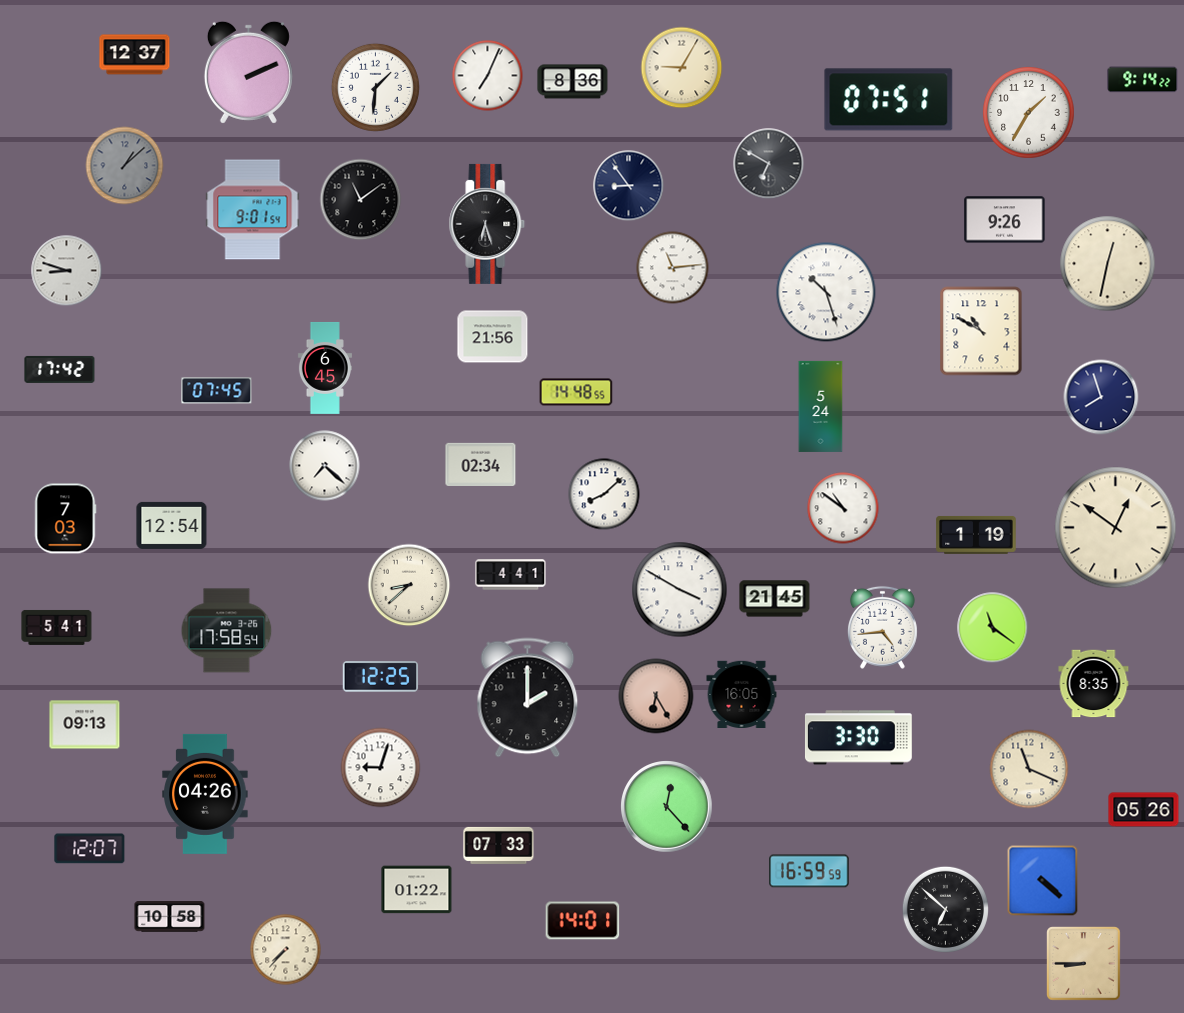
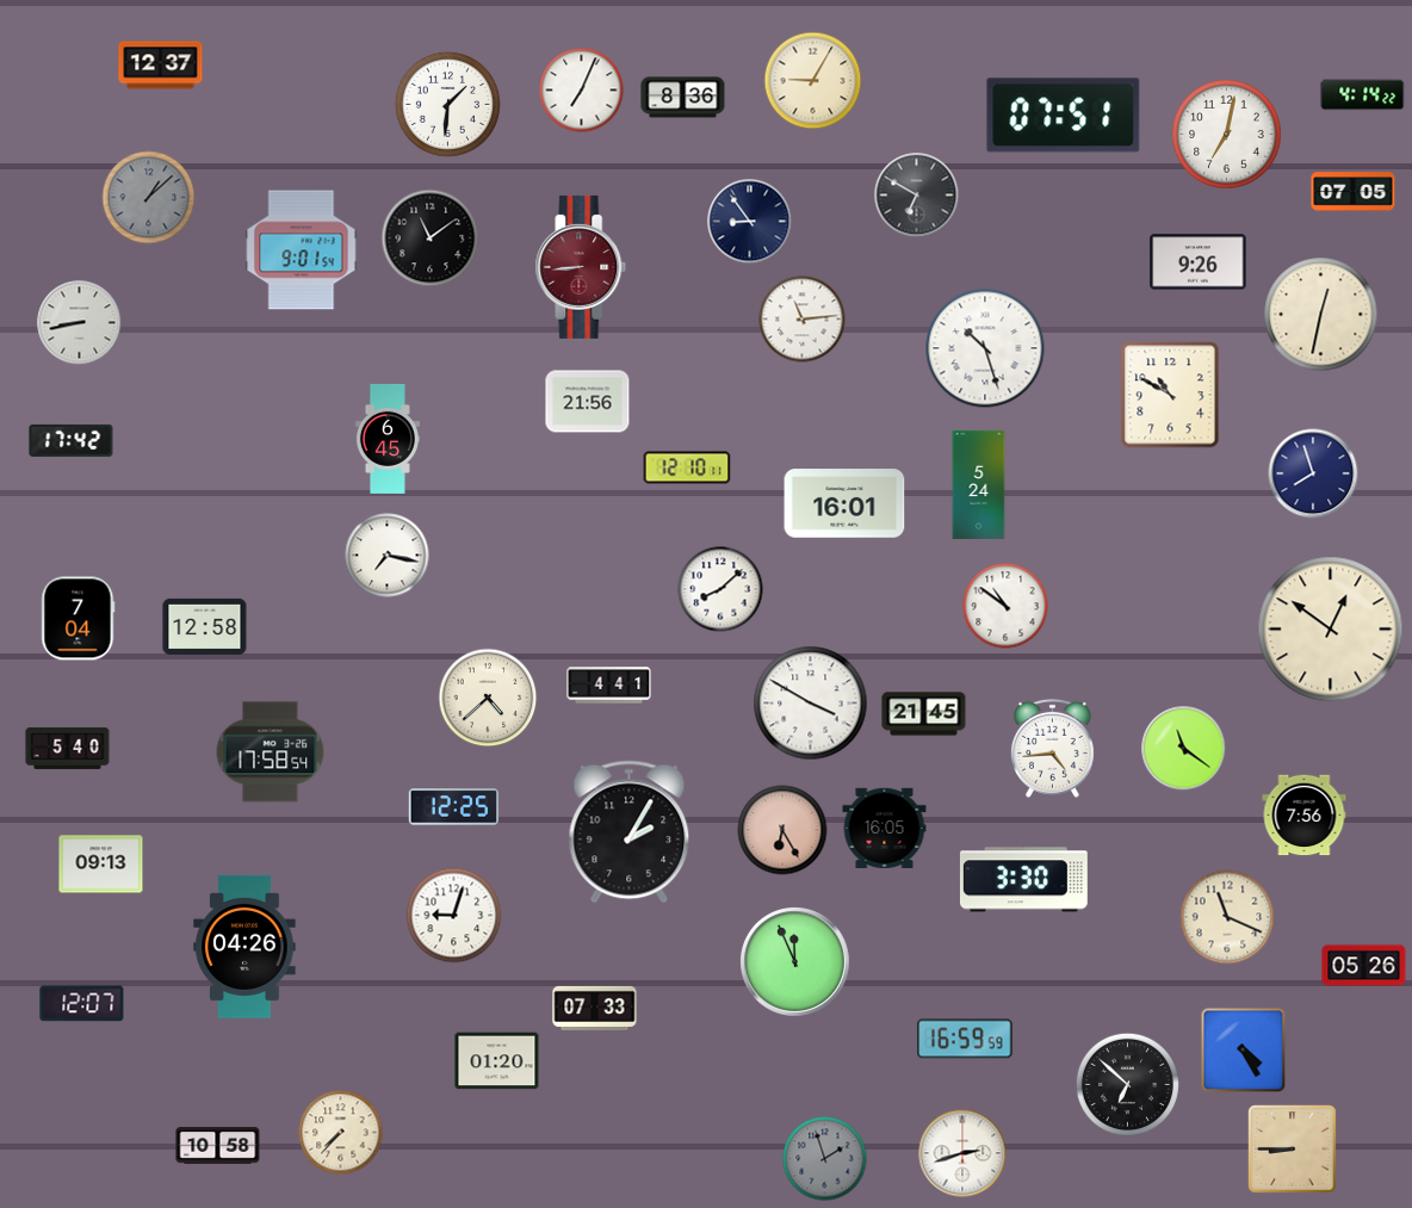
clock at (248, 72): 2:11 -> none
clock at (1143, 80): 9:14 -> 4:14
clock at (889, 100) position: (889, 100) -> (1064, 116)
clock at (1029, 113): 1:35 -> 7:02
clock at (1354, 192): none -> 07:05
clock at (487, 224): 6:27 -> 8:44
clock at (487, 224) dial: black -> burgundy
clock at (67, 271): 8:48 -> 8:43
clock at (217, 391): 07:45 -> none
clock at (576, 392): 14:48 -> 12:10
clock at (844, 503): none -> 16:01
clock at (481, 464): 02:34 -> none
clock at (325, 466): 7:22 -> 7:17
clock at (66, 519): 7:03 -> 7:04
clock at (172, 525): 12:54 -> 12:58
clock at (976, 535): 1:19 -> none
clock at (409, 585): 8:38 -> 4:38
clock at (57, 627): 5:41 -> 5:40
clock at (1094, 684): 8:35 -> 7:56
clock at (528, 698): 2:00 -> 2:05
clock at (667, 807): 12:23 -> 11:56
clock at (90, 849) position: (90, 849) -> (82, 1004)
clock at (1043, 881): 4:22 -> 4:25
clock at (417, 890): 01:22 -> 01:20
clock at (170, 917) position: (170, 917) -> (218, 1146)
clock at (583, 921): 14:01 -> none
clock at (962, 1153): none -> 2:42
clock at (825, 1159): none -> 1:57
